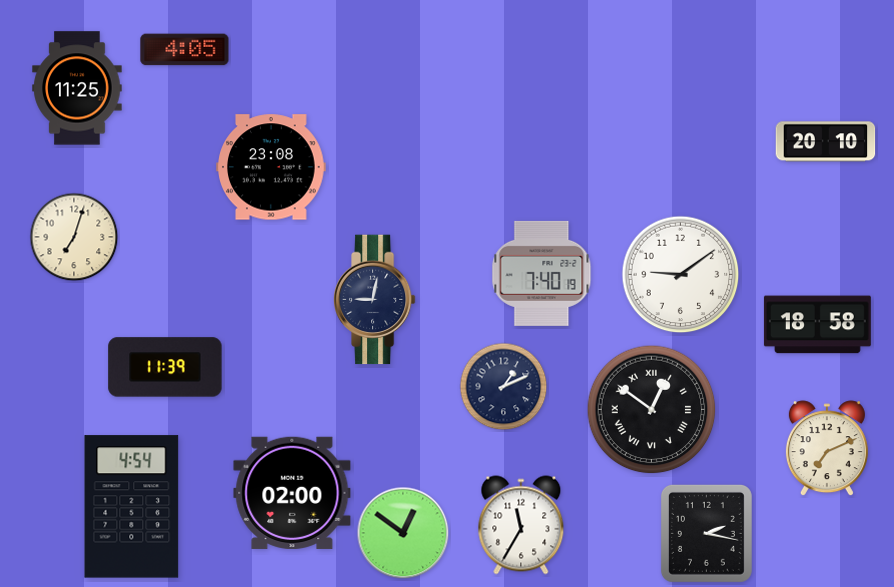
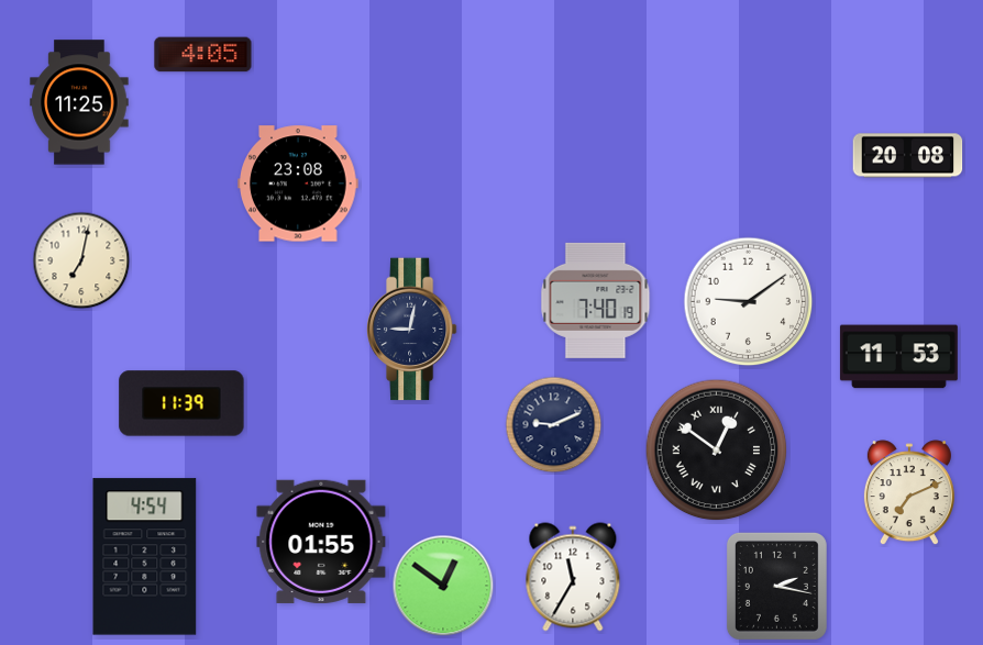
clock at (77, 88) position: (77, 88) -> (79, 102)
clock at (826, 142): 20:10 -> 20:08
clock at (74, 237): 7:03 -> 7:02
clock at (817, 325): 18:58 -> 11:53
clock at (504, 387): 1:11 -> 9:11
clock at (292, 493): 02:00 -> 01:55
